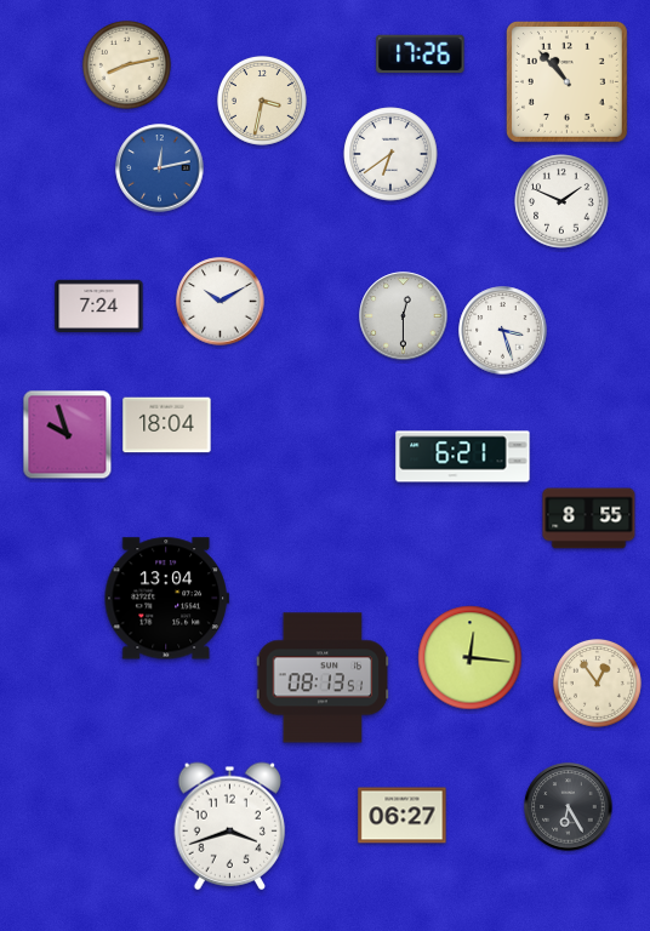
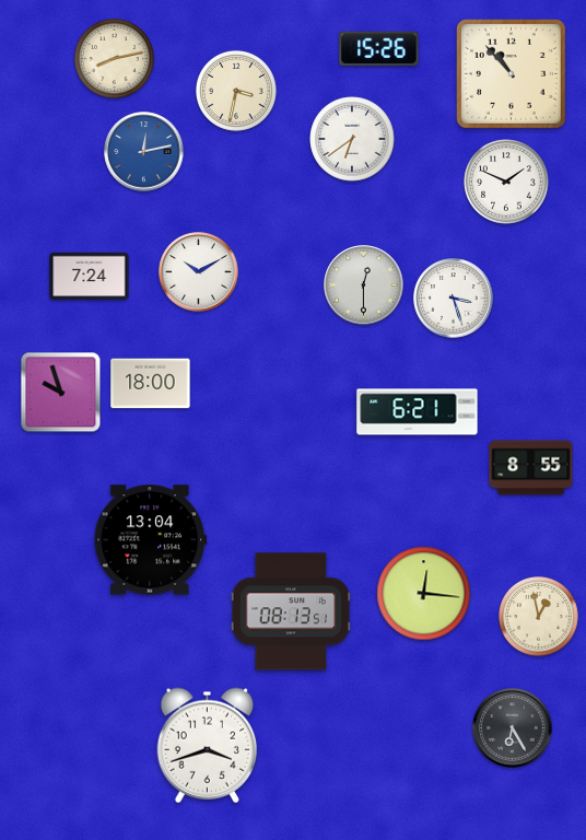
clock at (421, 53): 17:26 -> 15:26
clock at (167, 425): 18:04 -> 18:00
clock at (597, 682): 12:54 -> 12:58
clock at (403, 816): 06:27 -> none
